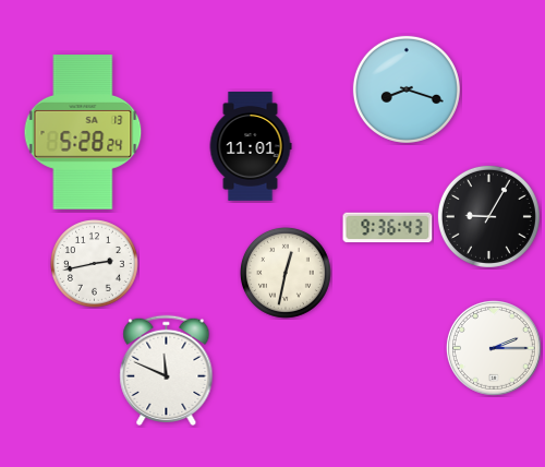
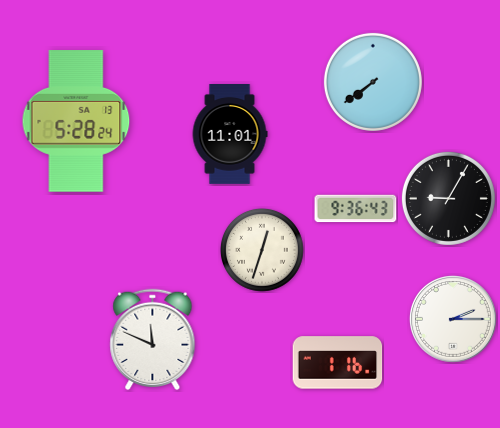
clock at (407, 89): 8:18 -> 7:39
clock at (95, 264): 2:43 -> none
clock at (286, 273): 12:32 -> 12:33
clock at (338, 363): none -> 1:16
